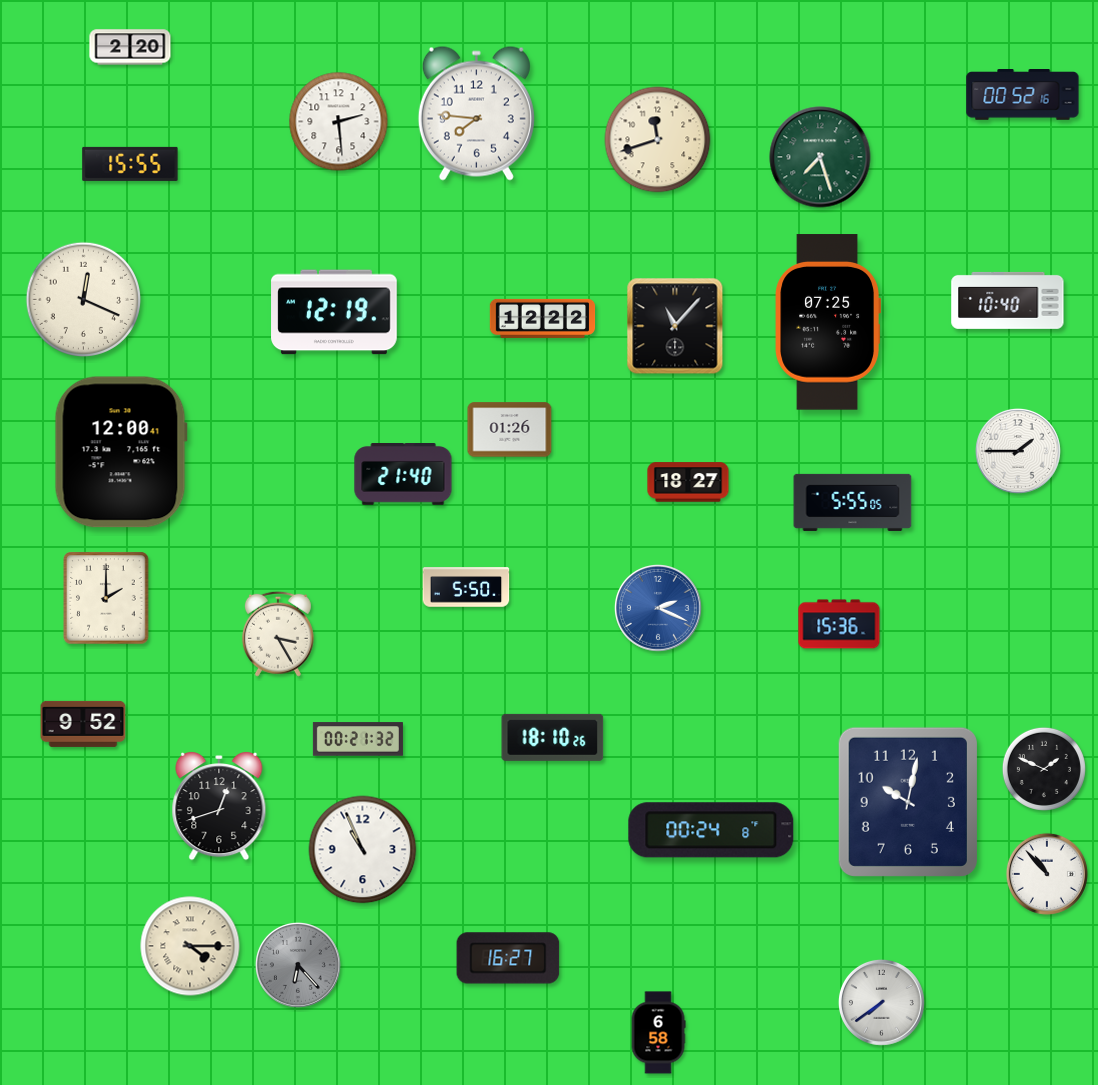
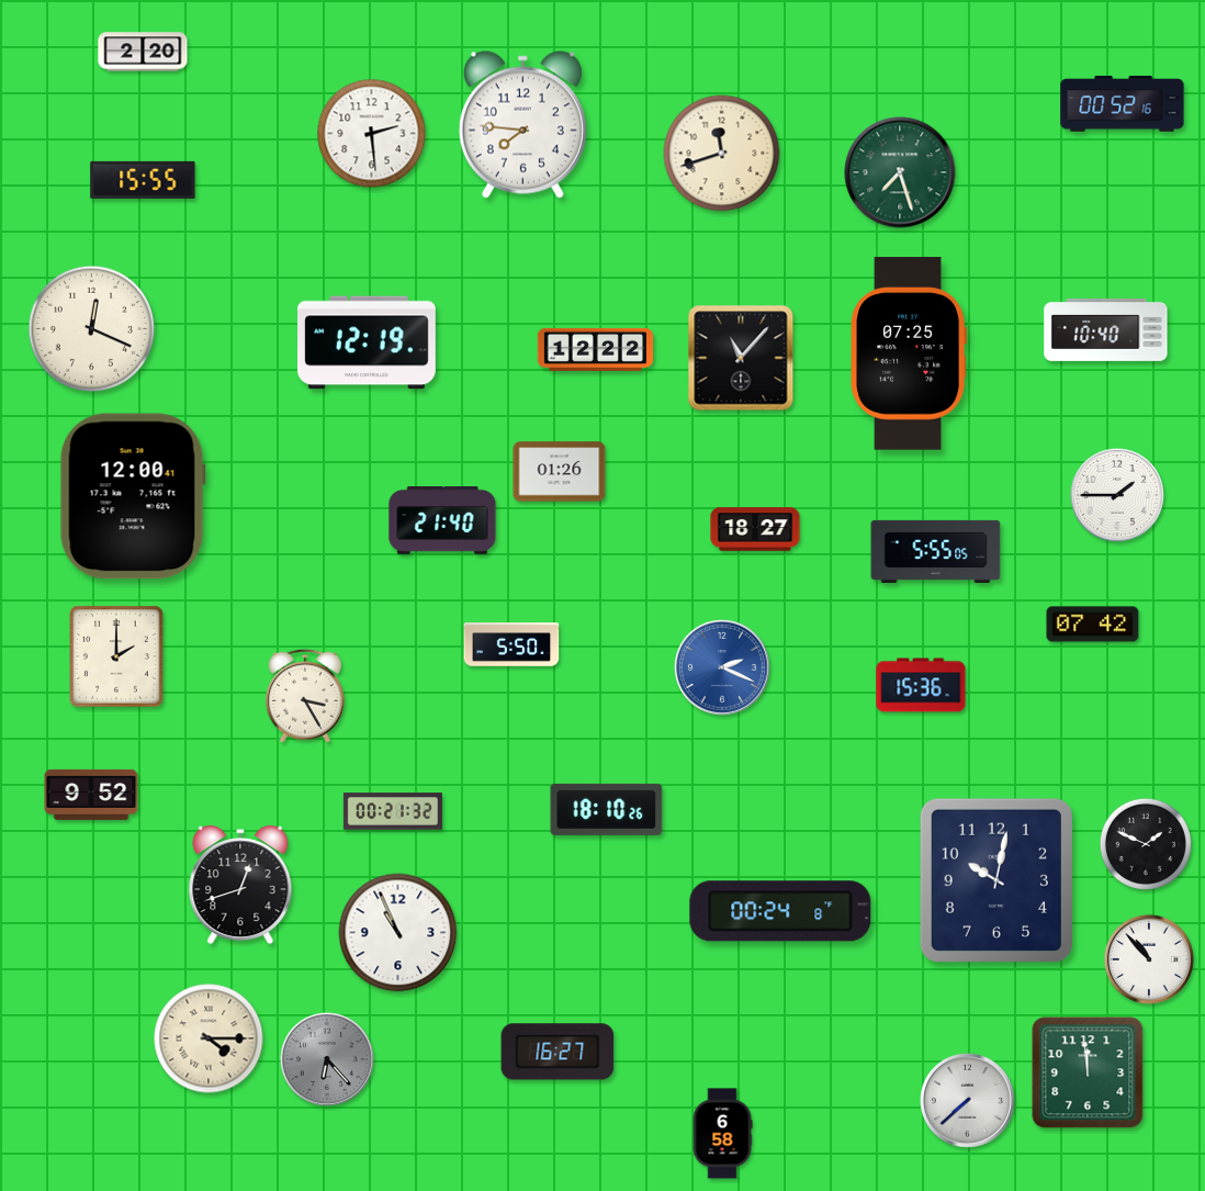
clock at (1093, 625): none -> 07:42
clock at (1088, 1072): none -> 11:59
clock at (882, 1003): 7:39 -> 7:38
